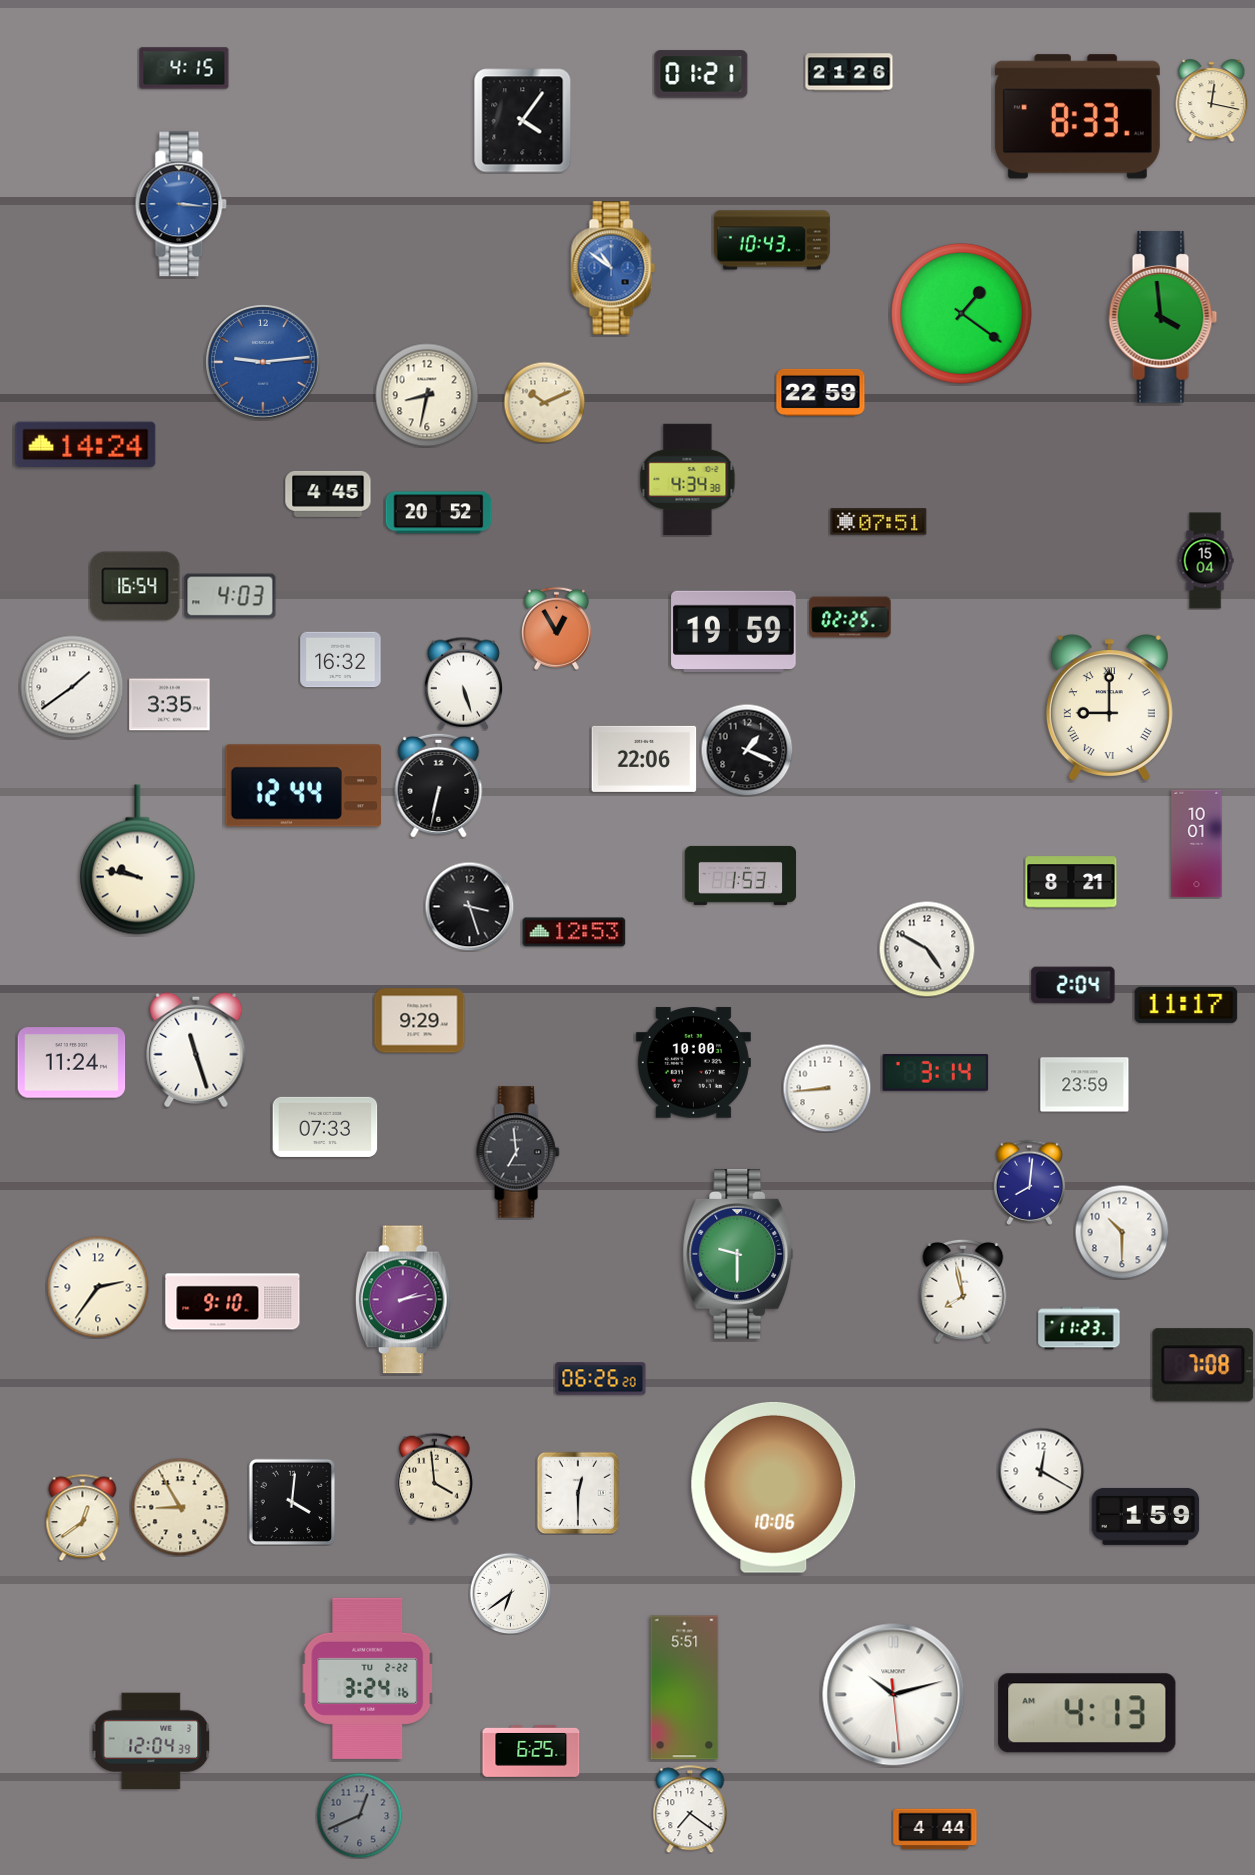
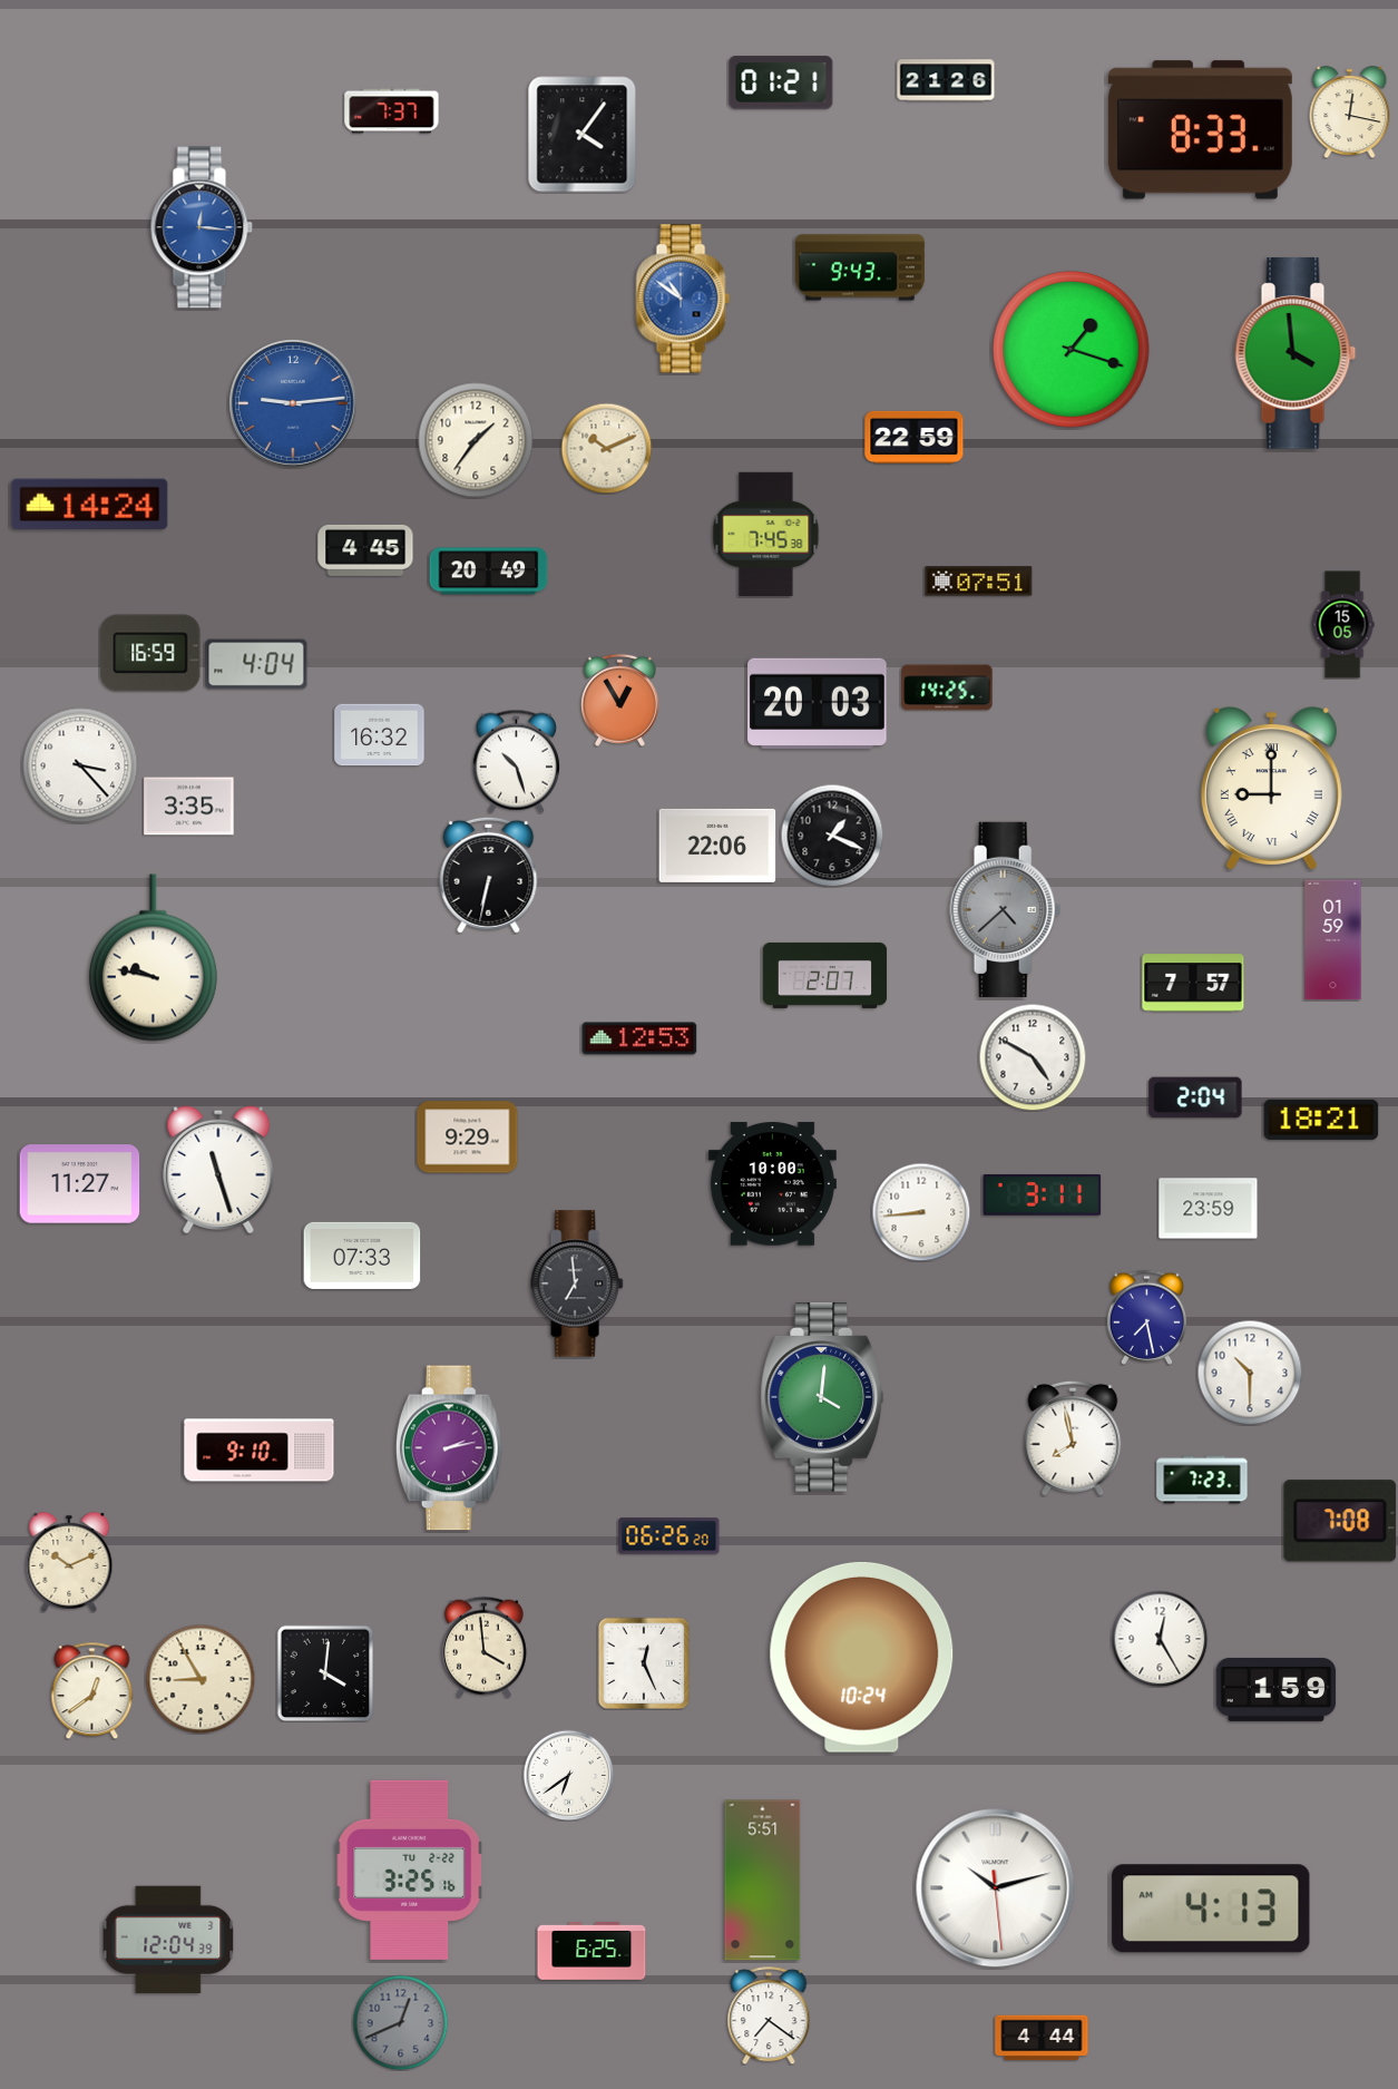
clock at (184, 68): 4:15 -> none
clock at (392, 111): none -> 7:37
clock at (181, 204): 3:16 -> 12:16
clock at (772, 240): 10:43 -> 9:43
clock at (962, 314): 1:21 -> 1:18
clock at (427, 395): 8:32 -> 1:36
clock at (86, 445) position: (86, 445) -> (90, 505)
clock at (688, 479): 4:34 -> 7:45
clock at (439, 513): 20:52 -> 20:49
clock at (1205, 561): 15:04 -> 15:05
clock at (135, 586): 16:54 -> 16:59
clock at (230, 596): 4:03 -> 4:04
clock at (850, 617): 02:25 -> 14:25
clock at (734, 631): 19:59 -> 20:03
clock at (463, 683): 5:27 -> 10:27
clock at (72, 687): 1:39 -> 3:23
clock at (170, 705) position: (170, 705) -> (189, 807)
clock at (1109, 708) position: (1109, 708) -> (1271, 789)
clock at (303, 786): 12:44 -> none
clock at (1006, 909): none -> 4:38
clock at (1197, 844): 10:01 -> 01:59
clock at (741, 875): 1:53 -> 2:07
clock at (1071, 882): 8:21 -> 7:57
clock at (469, 906): 3:27 -> none
clock at (1186, 1005): 11:17 -> 18:21
clock at (72, 1063): 11:24 -> 11:27
clock at (936, 1073): 3:14 -> 3:11
clock at (1030, 1182): 8:01 -> 7:28
clock at (738, 1255): 9:30 -> 4:01
clock at (98, 1287): 2:36 -> none
clock at (1079, 1328): 11:23 -> 7:23
clock at (69, 1562): none -> 10:11
clock at (1041, 1471): 12:20 -> 12:25
clock at (774, 1487): 10:06 -> 10:24
clock at (578, 1493): 12:30 -> 12:26
clock at (368, 1678): 3:24 -> 3:25
